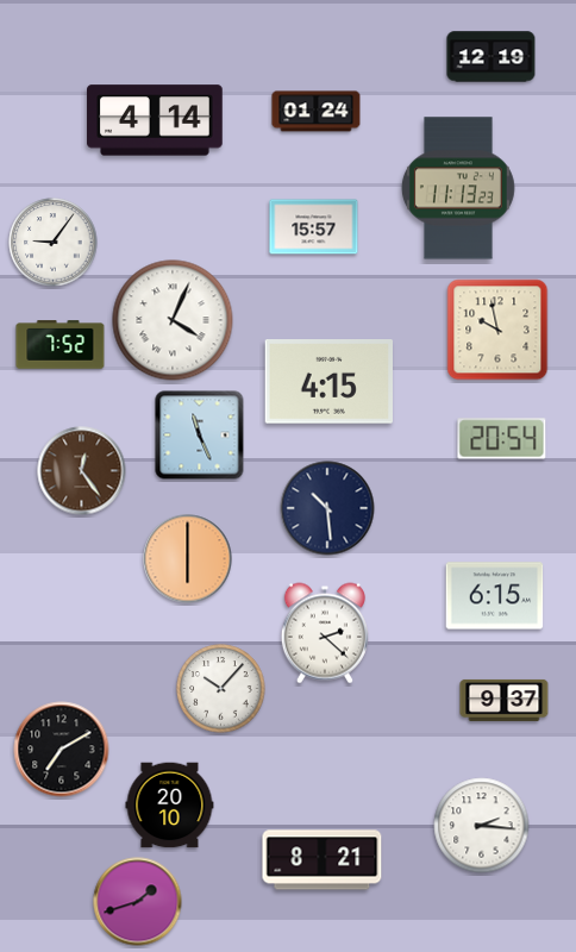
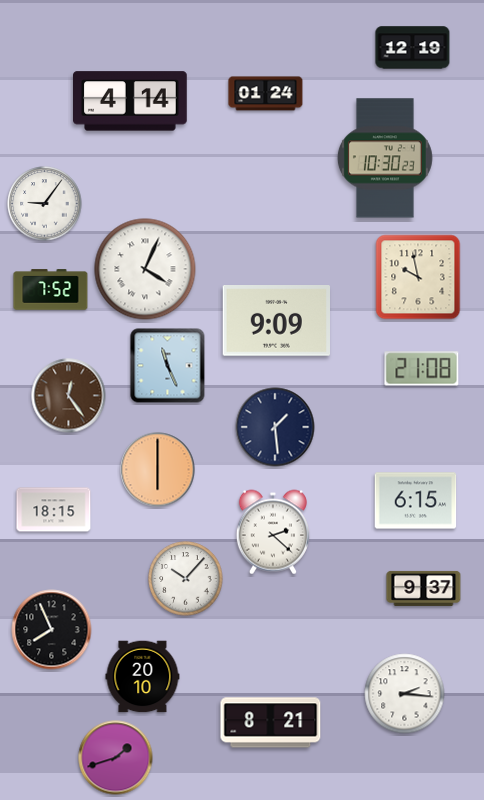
clock at (458, 188): 11:13 -> 10:30
clock at (314, 227): 15:57 -> none
clock at (328, 382): 4:15 -> 9:09
clock at (502, 439): 20:54 -> 21:08
clock at (327, 508): 10:29 -> 1:29
clock at (54, 510): none -> 18:15
clock at (62, 750): 7:10 -> 7:56
